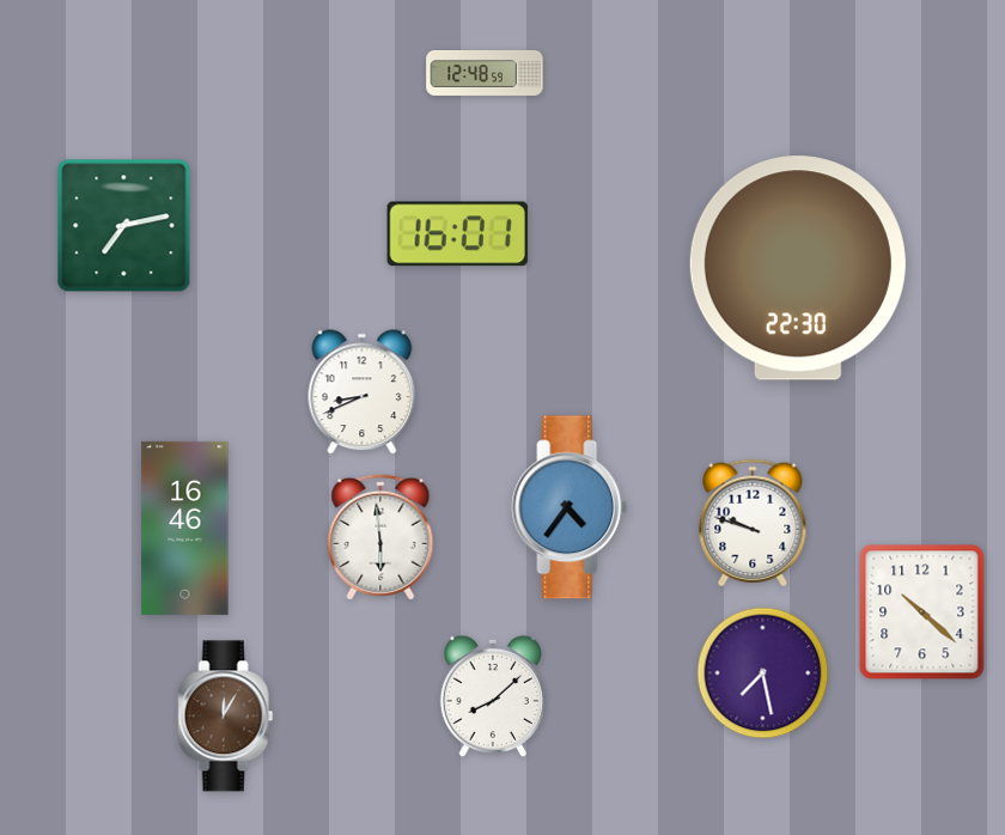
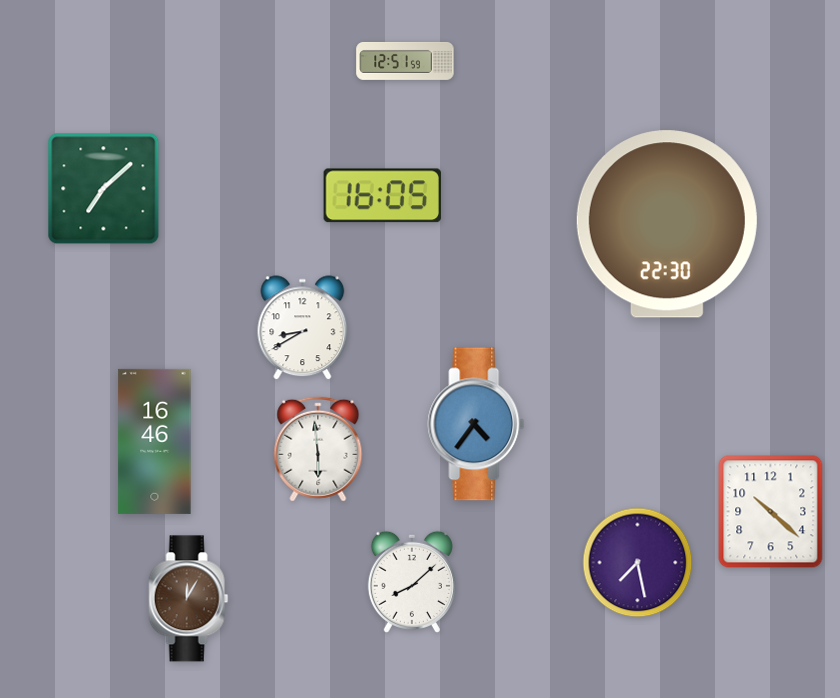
clock at (485, 73): 12:48 -> 12:51
clock at (124, 226): 7:13 -> 7:08
clock at (457, 234): 16:01 -> 16:05
clock at (363, 392): 8:41 -> 8:40
clock at (753, 523): 9:48 -> none
